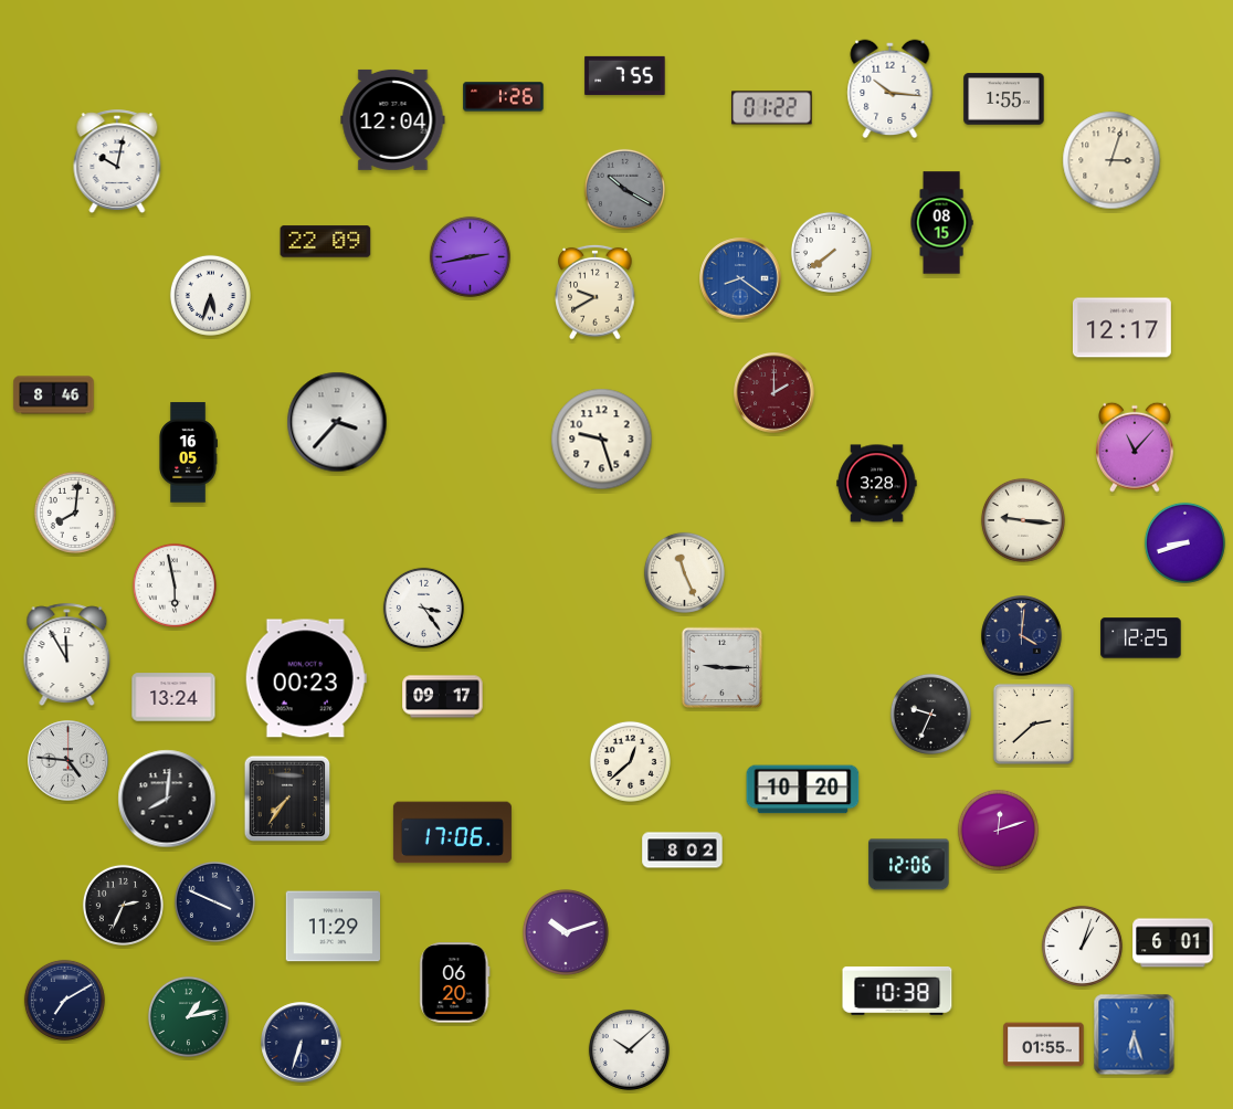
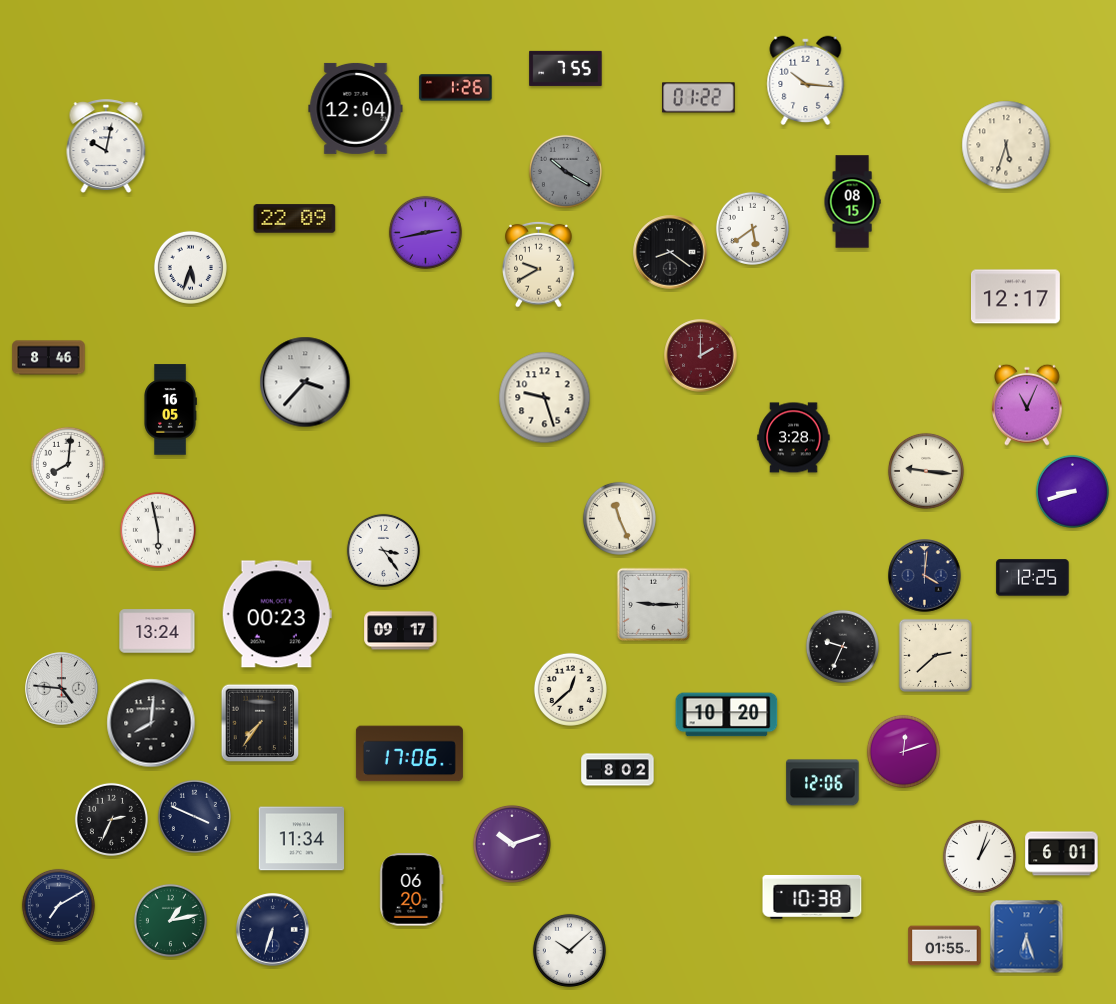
clock at (1004, 99): 1:55 -> none
clock at (1111, 160): 3:03 -> 5:33
clock at (831, 252): 7:39 -> 5:39
clock at (740, 278) dial: blue -> black
clock at (1136, 447): 11:07 -> 11:04
clock at (67, 654): 11:55 -> none
clock at (334, 927): 11:29 -> 11:34
clock at (302, 1043) position: (302, 1043) -> (273, 930)
